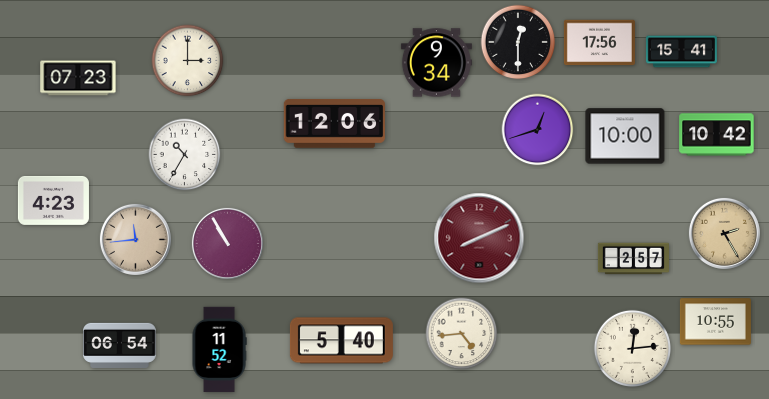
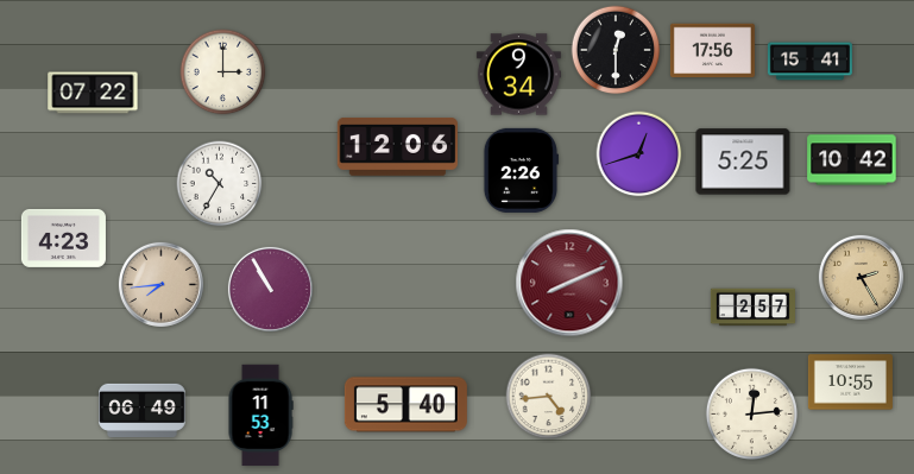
clock at (78, 78): 07:23 -> 07:22
clock at (625, 136): 10:00 -> 5:25
clock at (521, 170): none -> 2:26
clock at (135, 239): 11:44 -> 7:44
clock at (120, 345): 06:54 -> 06:49
clock at (219, 350): 11:52 -> 11:53
